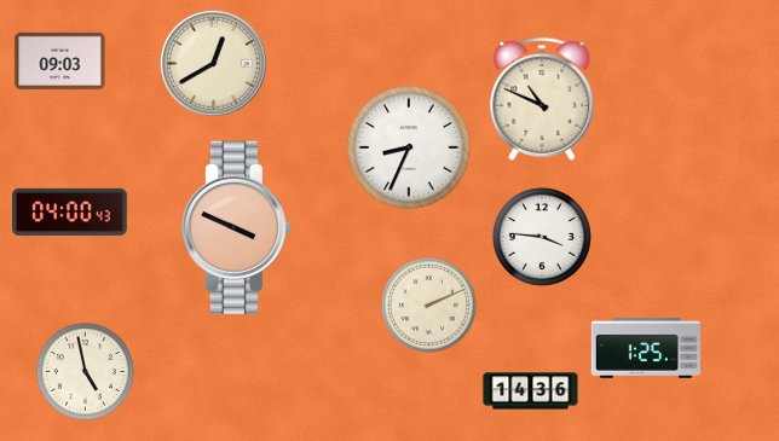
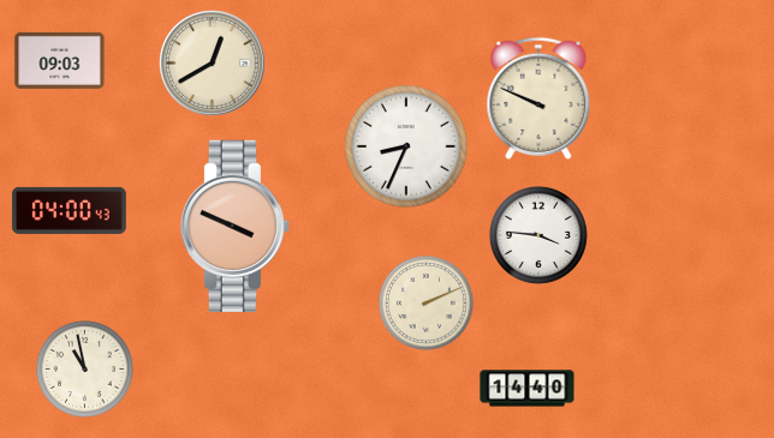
clock at (542, 99): 10:49 -> 9:49
clock at (645, 348): 1:25 -> none
clock at (85, 371): 4:58 -> 10:58
clock at (531, 391): 14:36 -> 14:40
